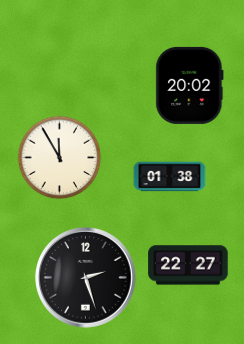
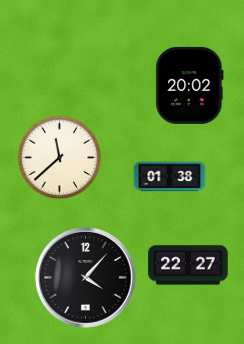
clock at (60, 158): 11:55 -> 11:38
clock at (86, 278): 2:27 -> 4:07
